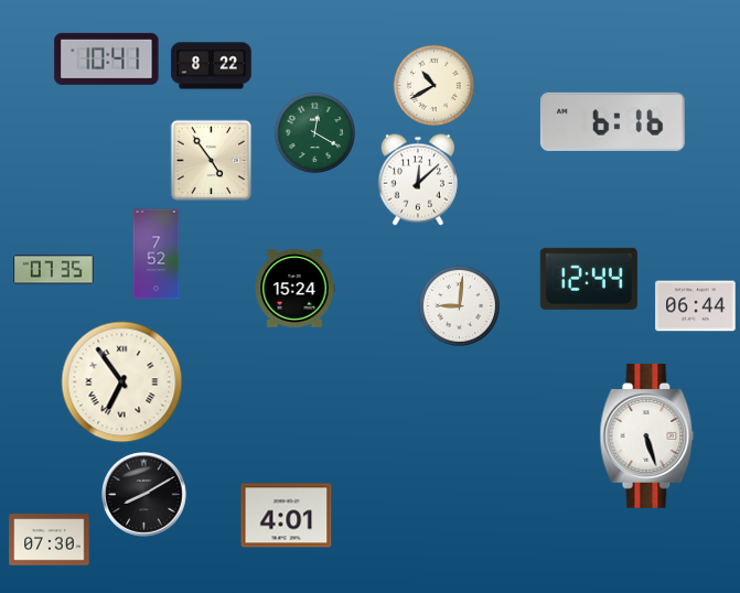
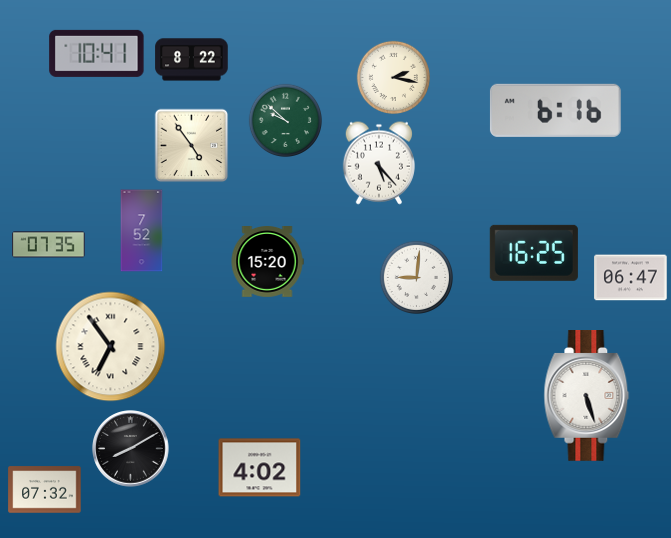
clock at (433, 85): 10:40 -> 2:17
clock at (314, 132): 12:20 -> 9:52
clock at (418, 180): 12:08 -> 5:23
clock at (589, 279): 12:44 -> 16:25
clock at (294, 289): 15:24 -> 15:20
clock at (696, 306): 06:44 -> 06:47
clock at (287, 516): 4:01 -> 4:02
clock at (50, 540): 07:30 -> 07:32
